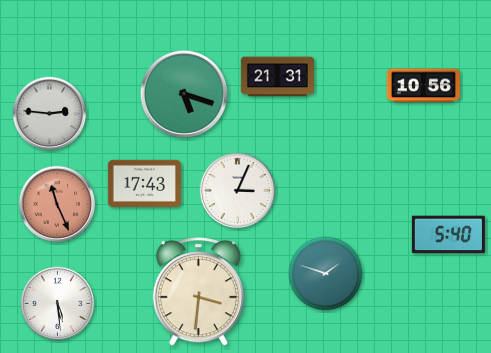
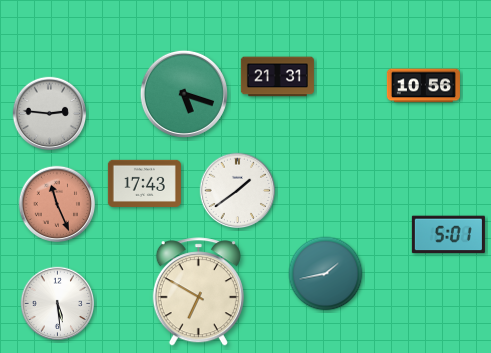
clock at (238, 191): 3:04 -> 1:39
clock at (448, 235): 5:40 -> 5:01
clock at (326, 274): 1:48 -> 1:43
clock at (198, 292): 3:31 -> 6:50
